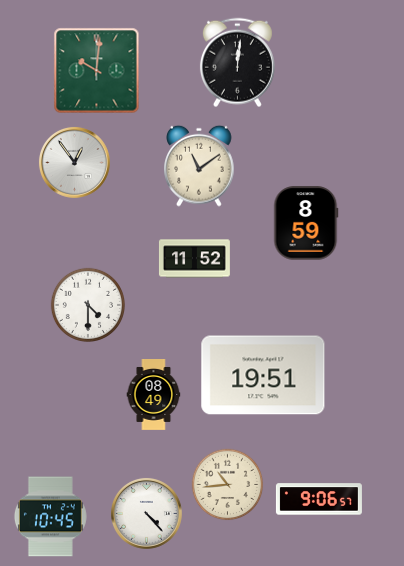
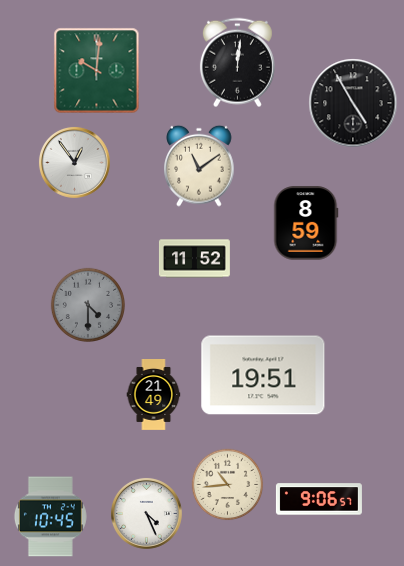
clock at (353, 103): none -> 4:55
clock at (87, 304) dial: white -> grey
clock at (154, 395): 08:49 -> 21:49
clock at (146, 513): 4:23 -> 4:26
